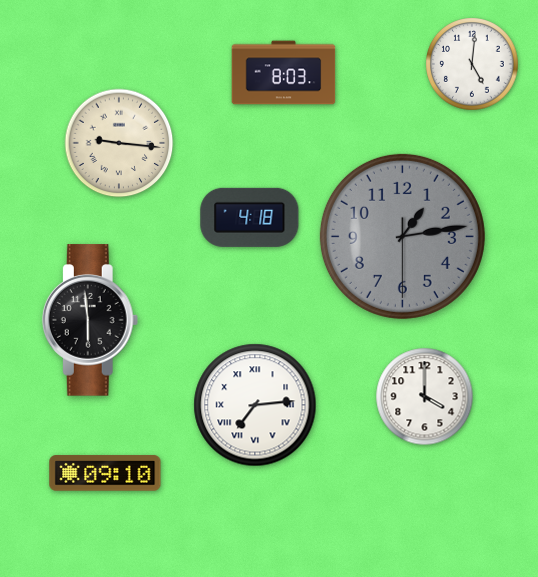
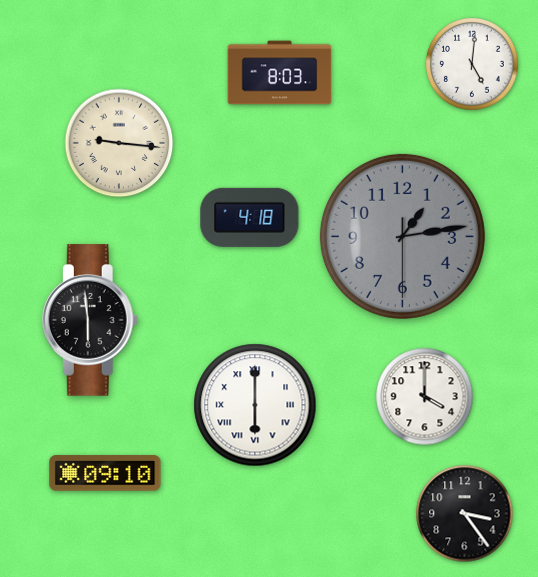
clock at (284, 73) position: (284, 73) -> (280, 73)
clock at (255, 405): 7:14 -> 6:00
clock at (465, 514): none -> 3:24
